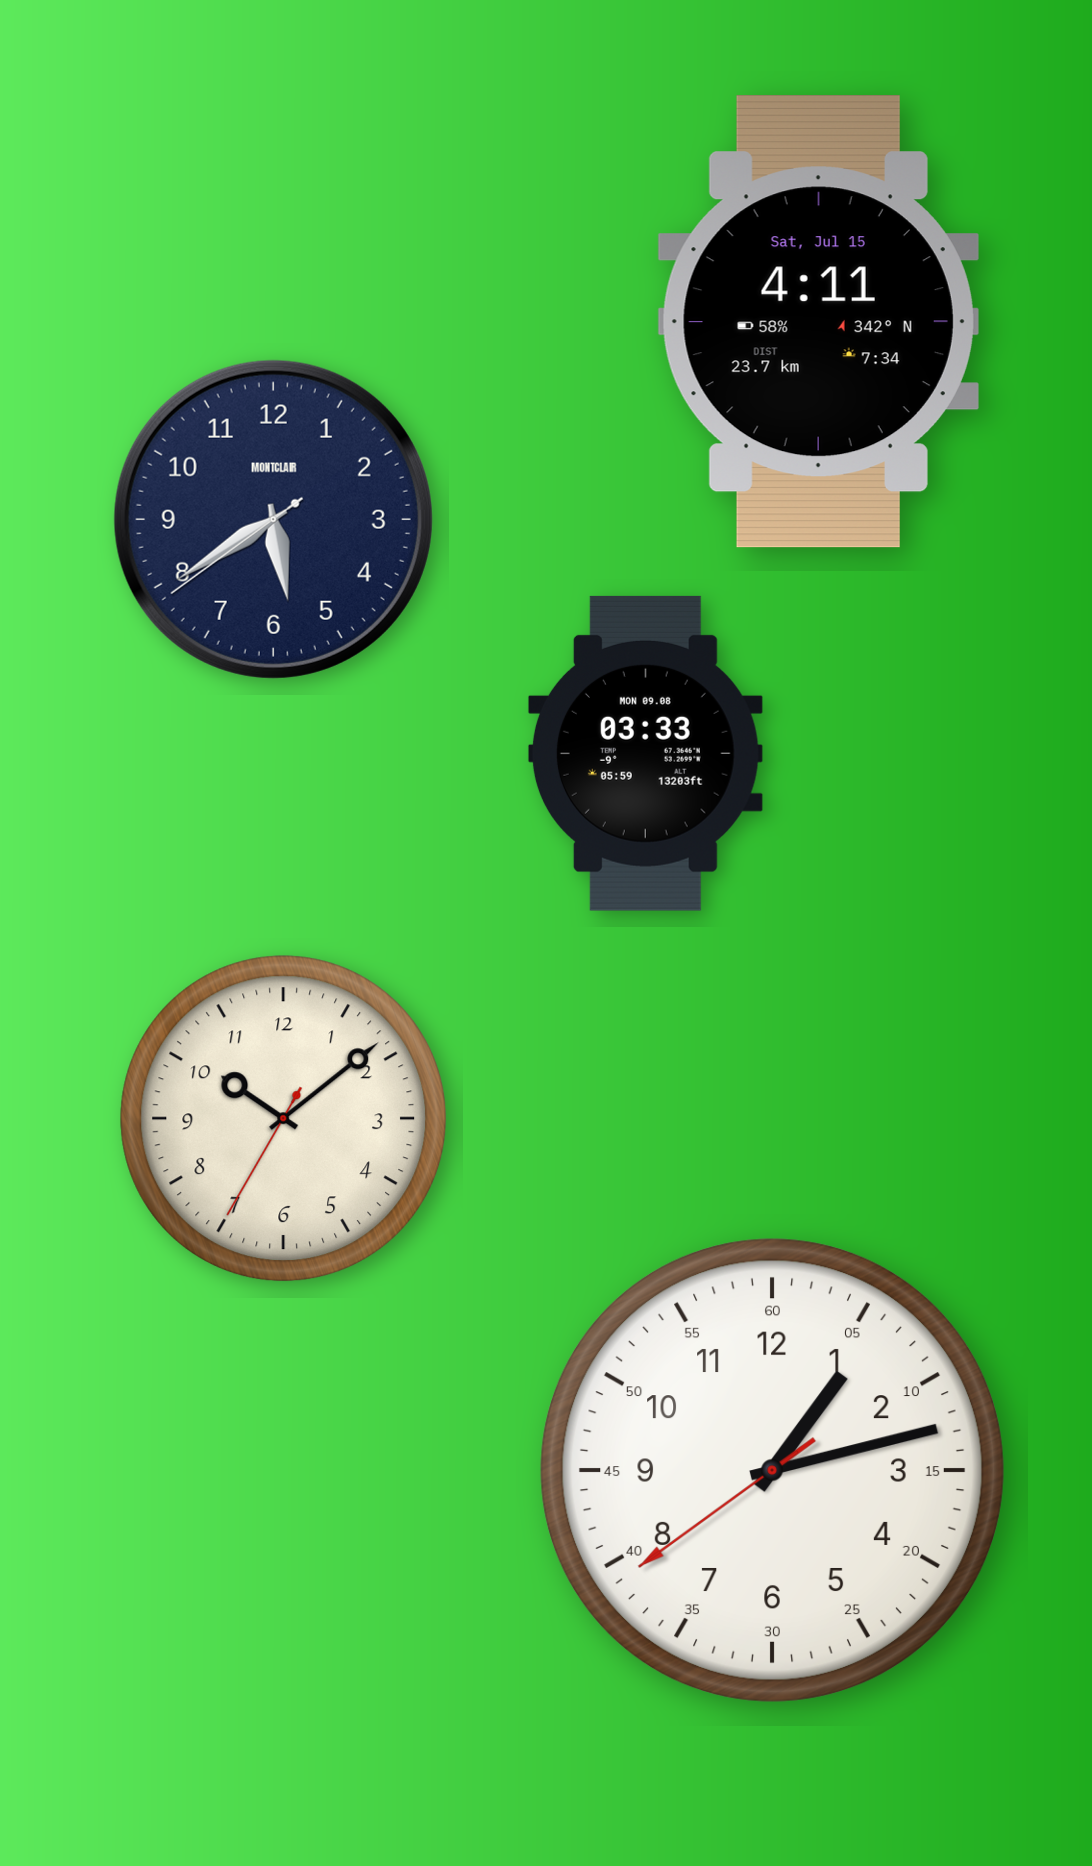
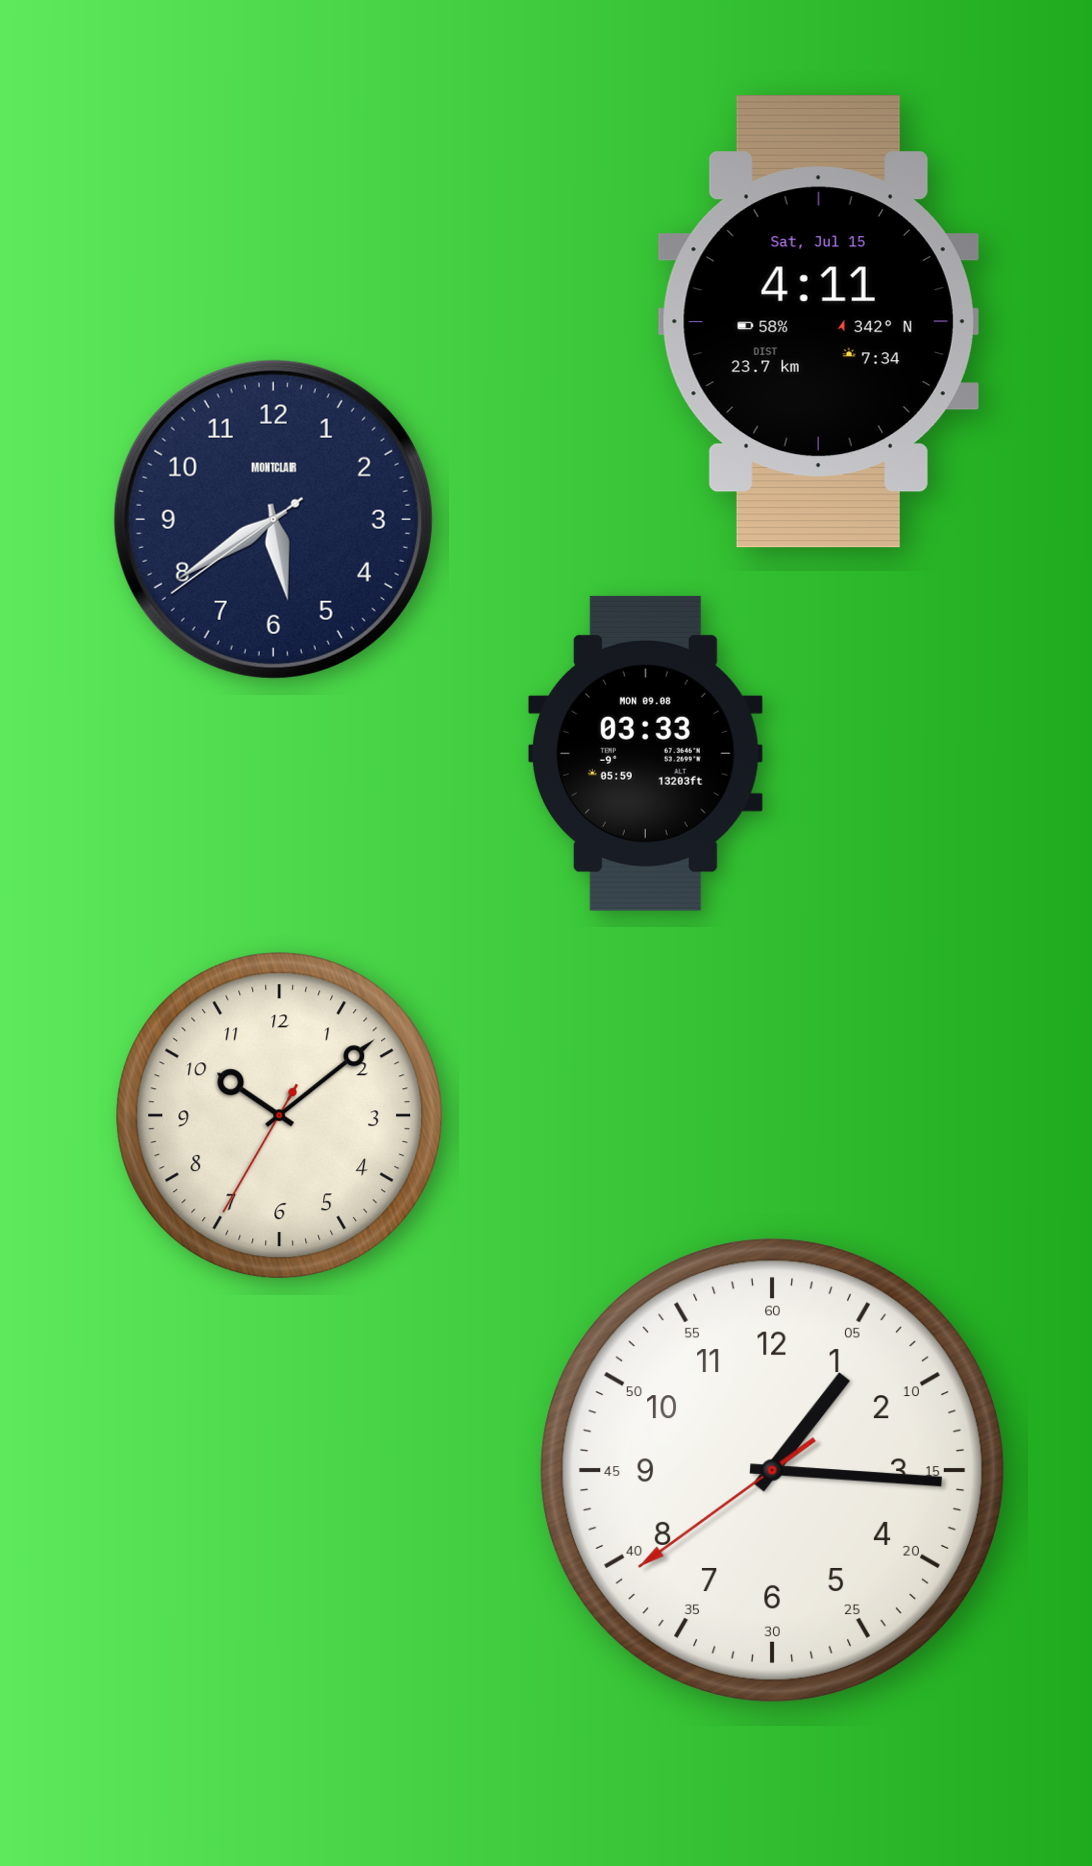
clock at (284, 1119) position: (284, 1119) -> (280, 1116)
clock at (772, 1470): 1:12 -> 1:15
